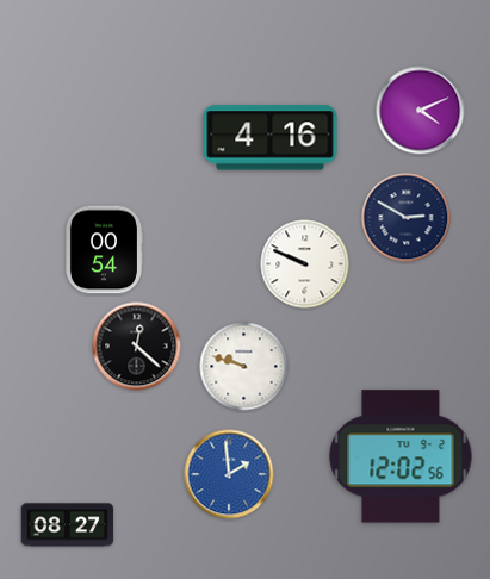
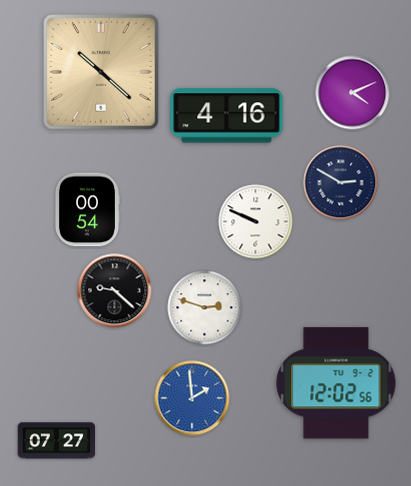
clock at (101, 72): none -> 10:22
clock at (137, 347): 12:22 -> 9:22
clock at (244, 367): 9:48 -> 2:48
clock at (68, 525): 08:27 -> 07:27
